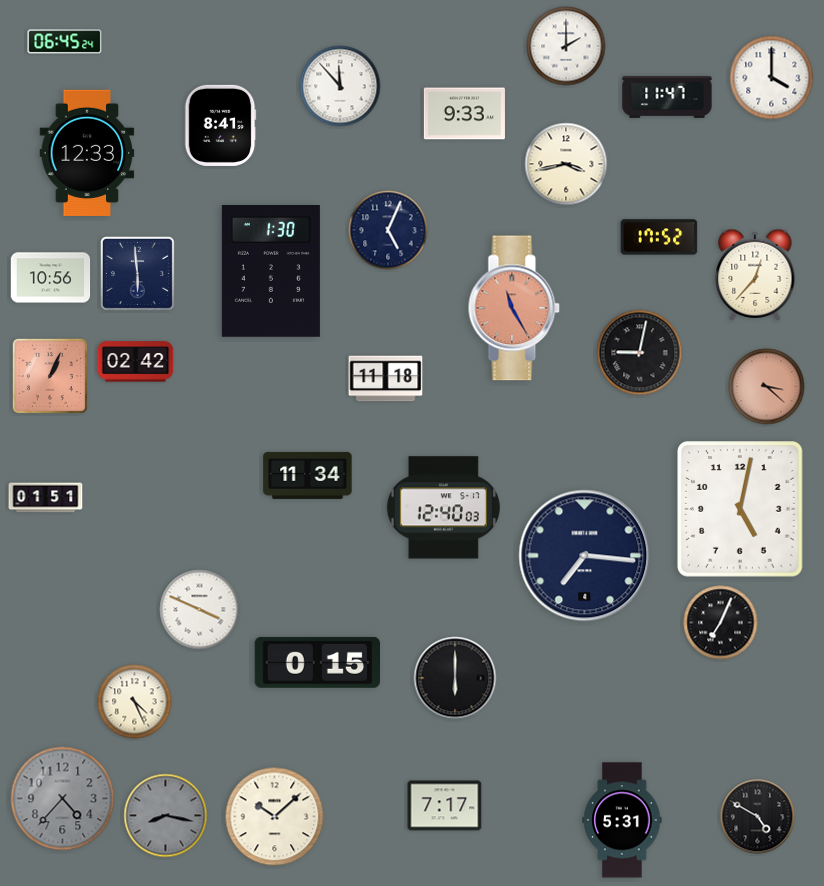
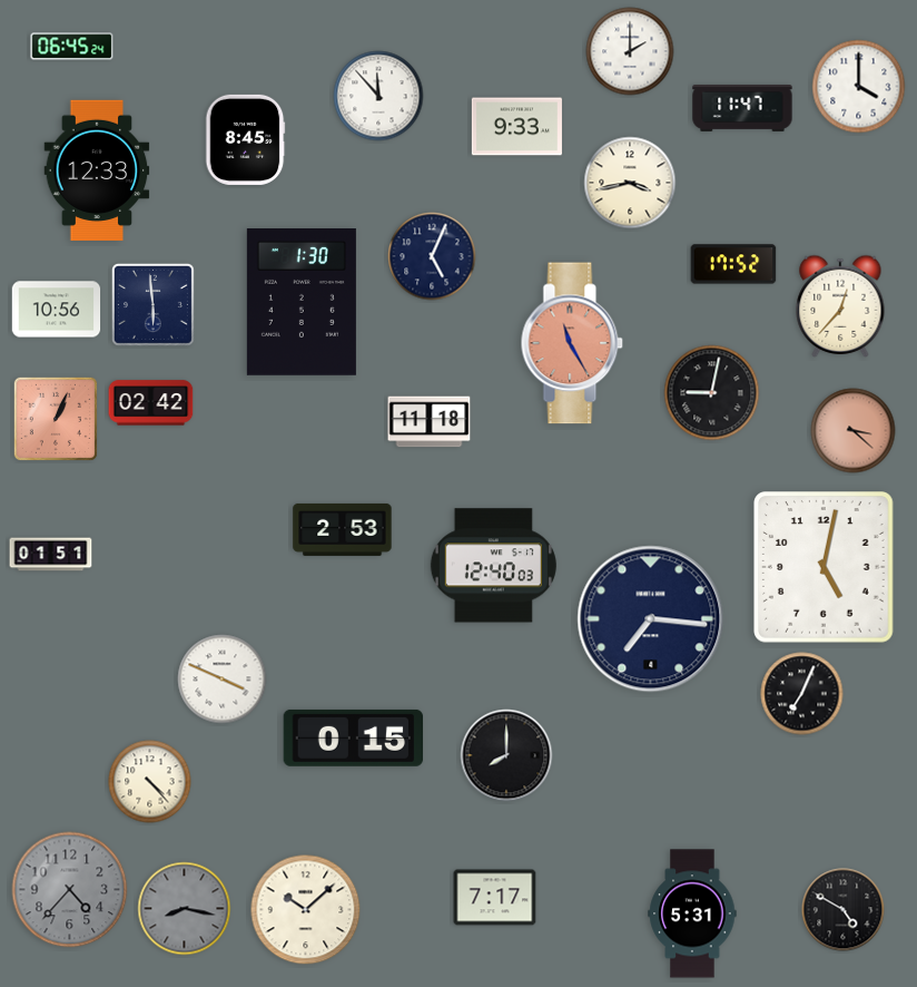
clock at (220, 125): 8:41 -> 8:45
clock at (308, 475): 11:34 -> 2:53
clock at (455, 678): 6:00 -> 8:00
clock at (135, 702): 4:26 -> 4:23
